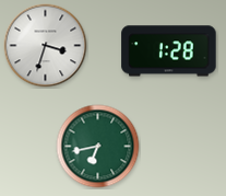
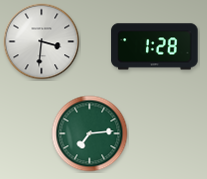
clock at (46, 46): 3:33 -> 3:31
clock at (98, 147): 6:43 -> 7:14
